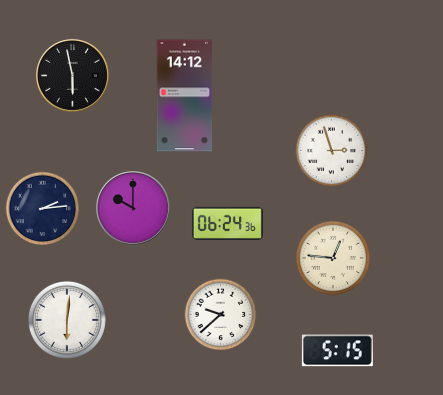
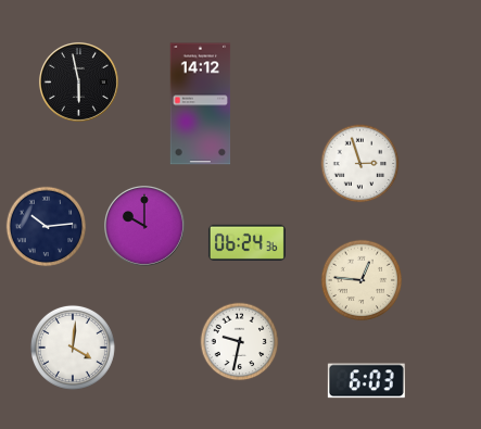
clock at (43, 209): 2:14 -> 10:14
clock at (221, 315): 9:38 -> 9:32
clock at (67, 320): 6:01 -> 4:01
clock at (337, 351): 5:15 -> 6:03
